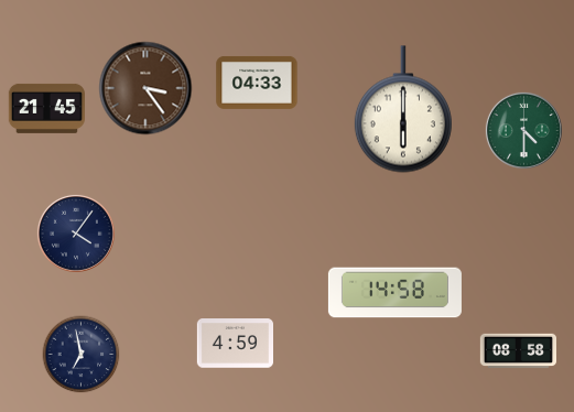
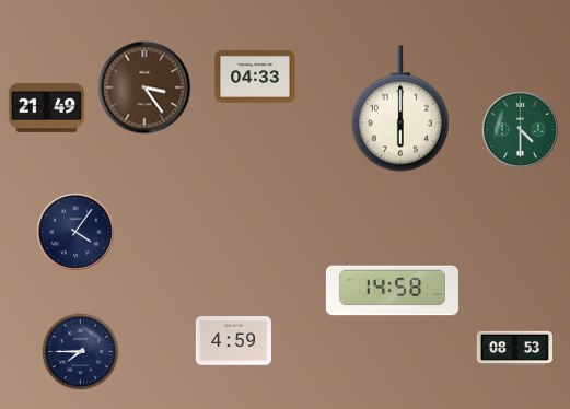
clock at (257, 83) position: (257, 83) -> (255, 77)
clock at (46, 108): 21:45 -> 21:49
clock at (519, 351): 08:58 -> 08:53
clock at (82, 355): 6:58 -> 7:45
